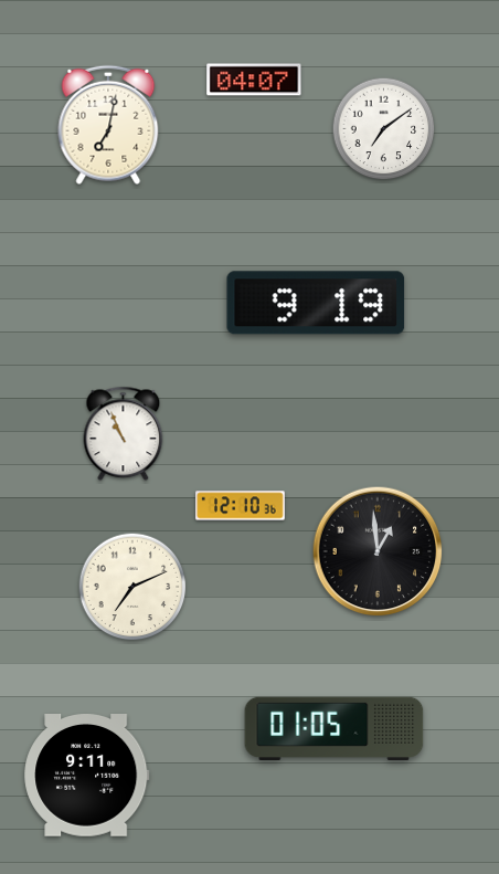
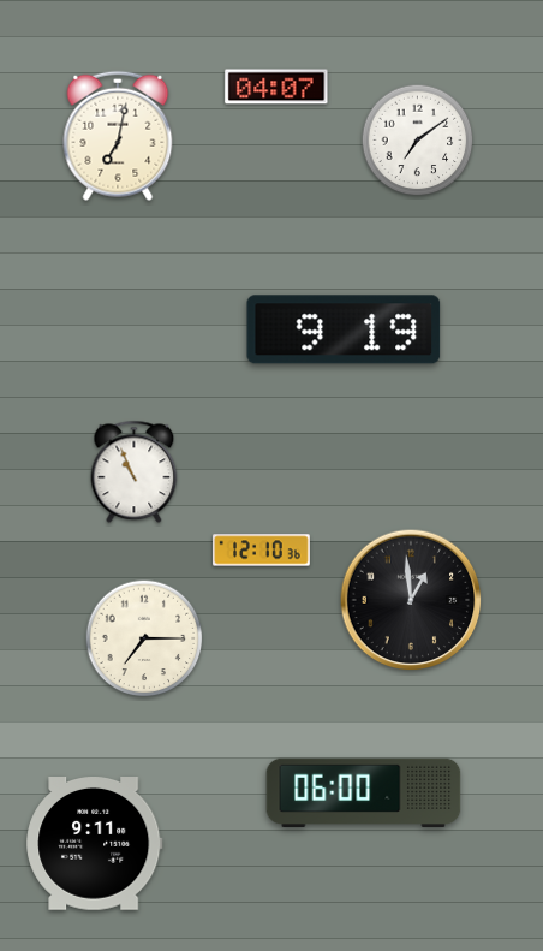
clock at (132, 587): 7:11 -> 7:15
clock at (335, 728): 01:05 -> 06:00
